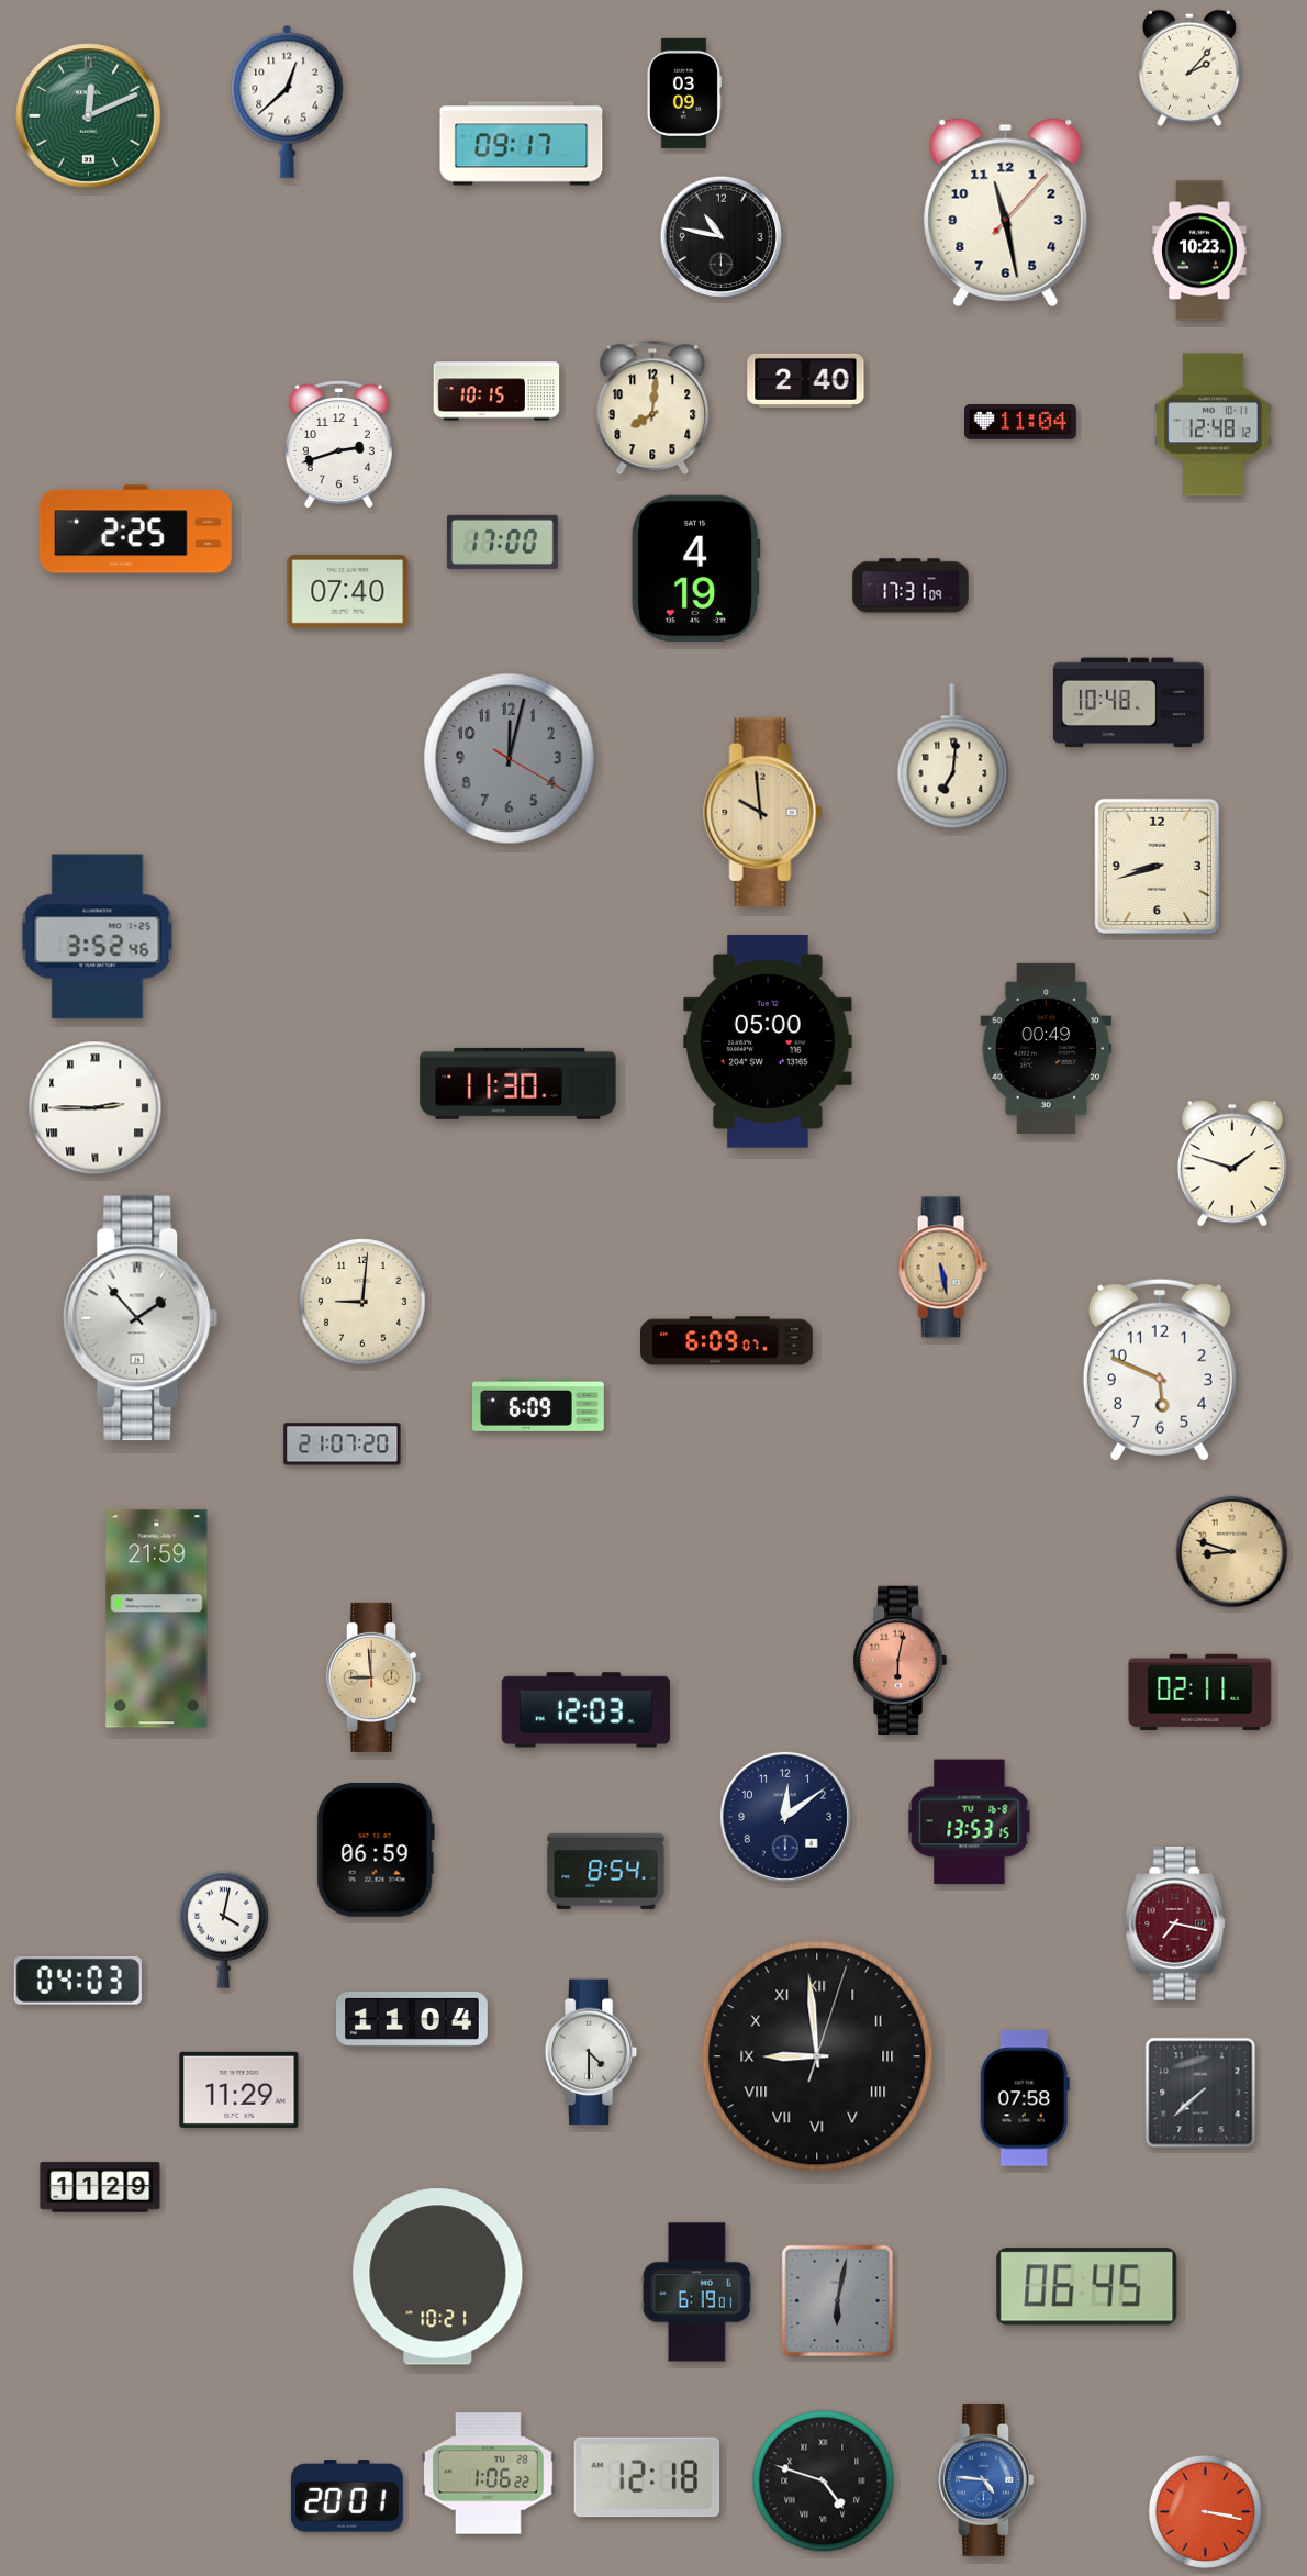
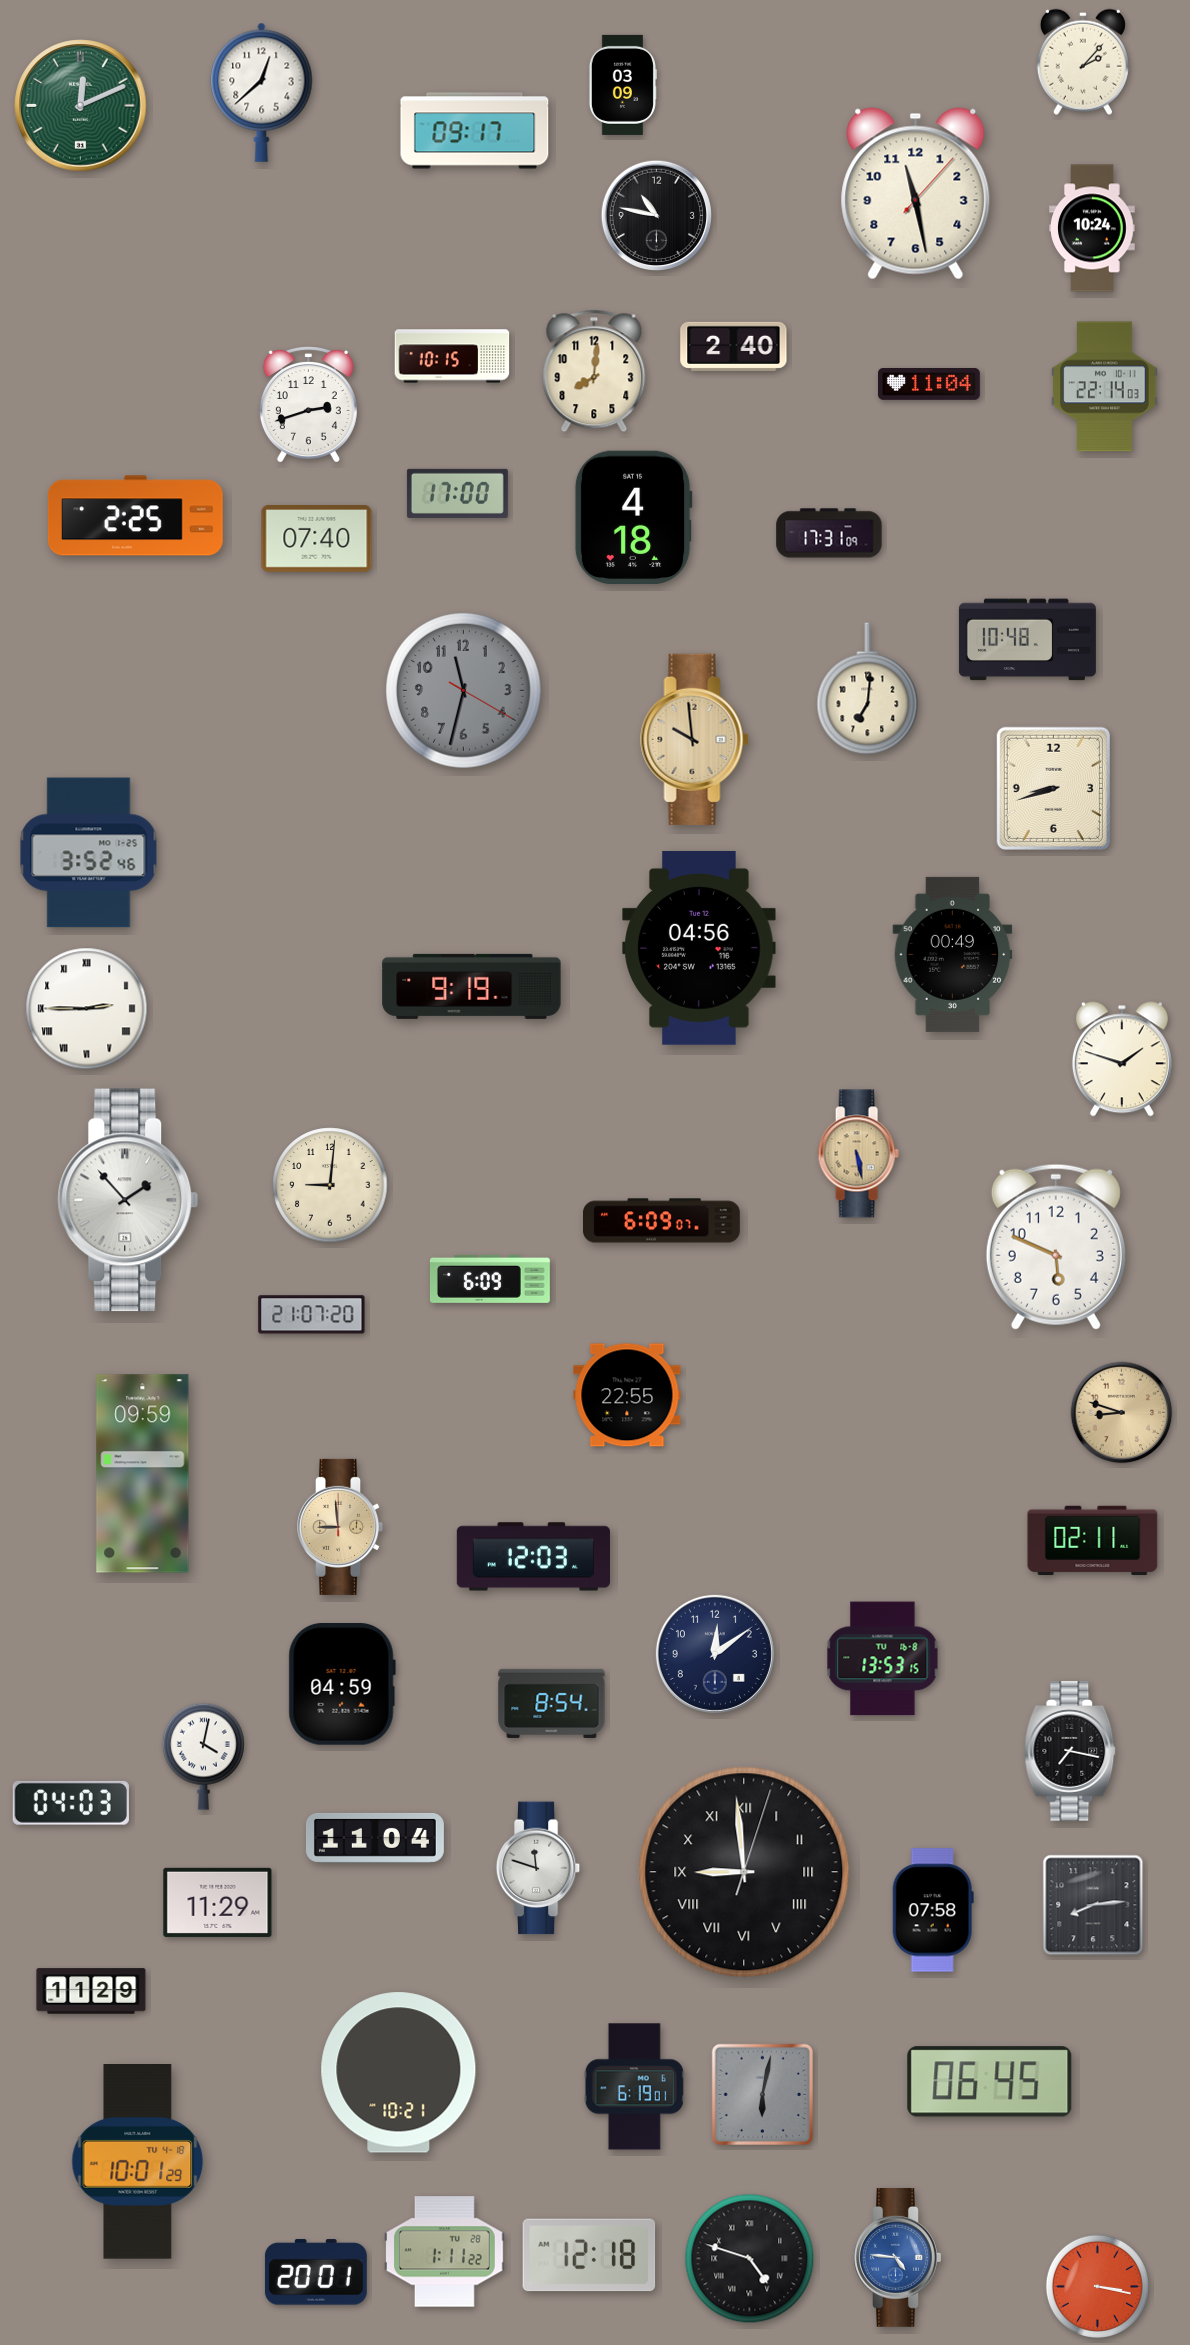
clock at (1199, 250): 10:23 -> 10:24
clock at (1214, 425): 12:48 -> 22:14
clock at (135, 529) position: (135, 529) -> (135, 516)
clock at (695, 569): 4:19 -> 4:18
clock at (510, 759): 12:02 -> 11:32
clock at (768, 1041): 05:00 -> 04:56
clock at (518, 1083): 11:30 -> 9:19
clock at (627, 1395): none -> 22:55
clock at (157, 1619): 21:59 -> 09:59
clock at (900, 1660): 6:02 -> none
clock at (376, 1851): 06:59 -> 04:59
clock at (1175, 1923) dial: burgundy -> black
clock at (591, 2052): 4:30 -> 11:48
clock at (1200, 2093): 7:38 -> 8:14
clock at (138, 2162): none -> 10:01
clock at (489, 2474): 1:06 -> 1:11
